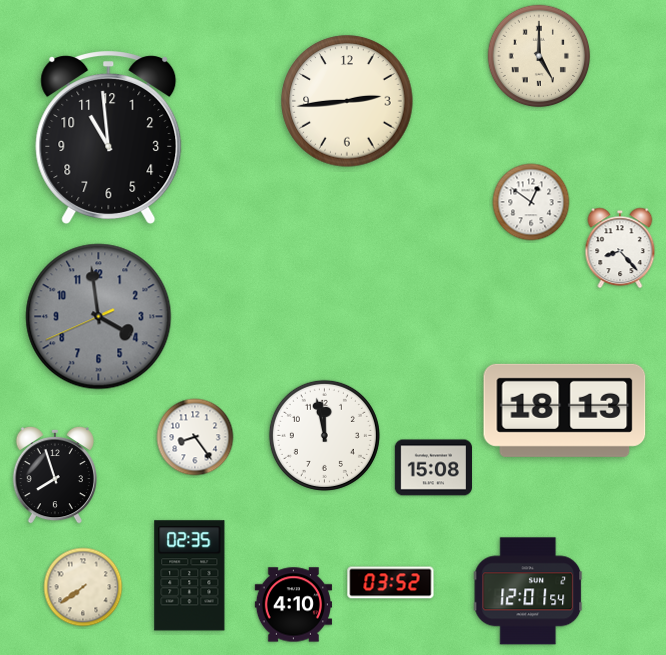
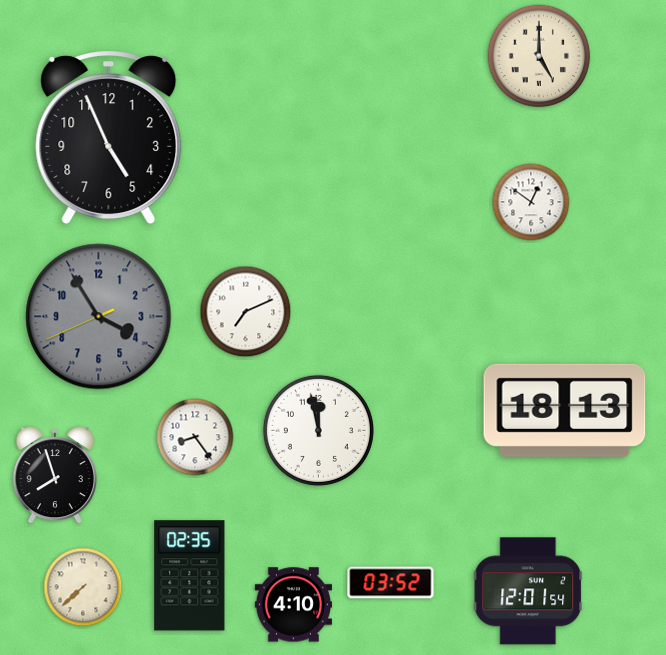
clock at (347, 101): 2:44 -> none
clock at (109, 137): 10:59 -> 4:56
clock at (620, 248): 8:23 -> none
clock at (246, 312): none -> 7:11
clock at (99, 317): 3:58 -> 3:54
clock at (324, 435) position: (324, 435) -> (318, 430)
clock at (433, 468): 15:08 -> none
clock at (83, 587): 7:39 -> 7:38
